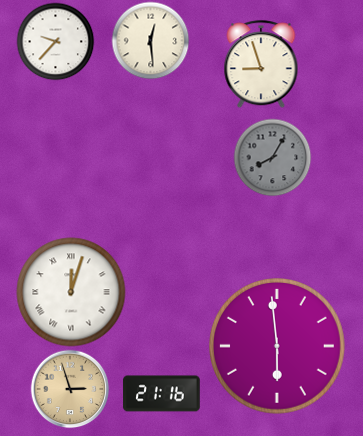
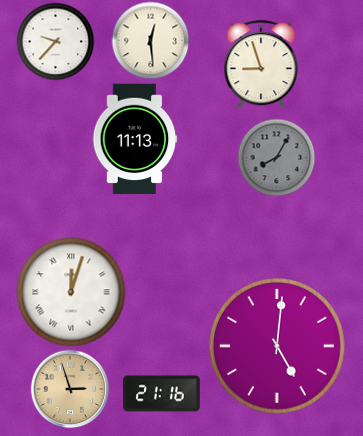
clock at (135, 139): none -> 11:13
clock at (272, 157) position: (272, 157) -> (276, 157)
clock at (278, 347): 5:59 -> 5:01
